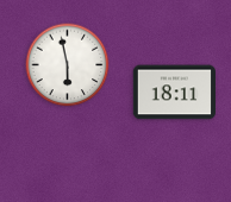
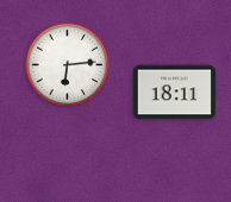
clock at (68, 65): 5:58 -> 6:14
